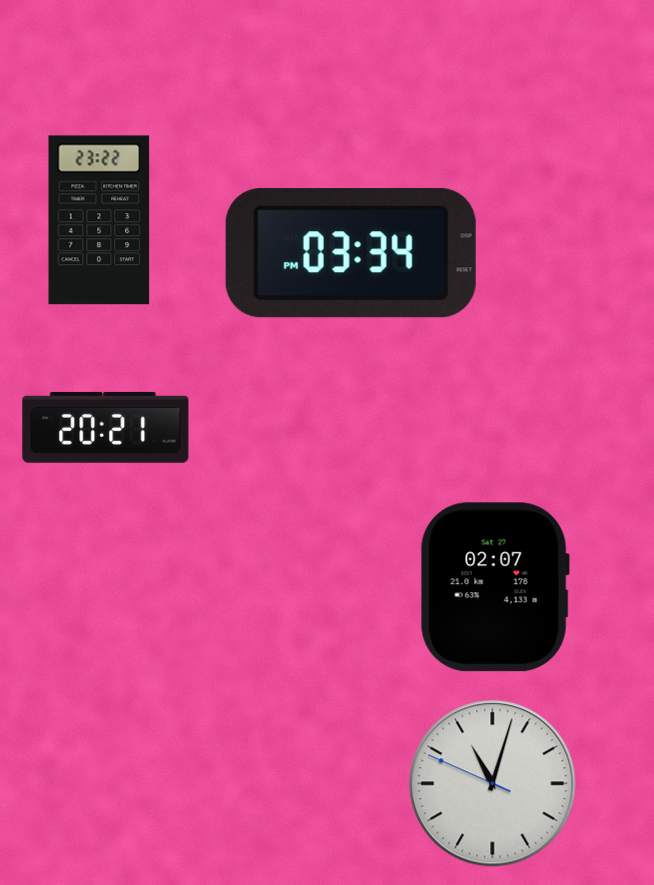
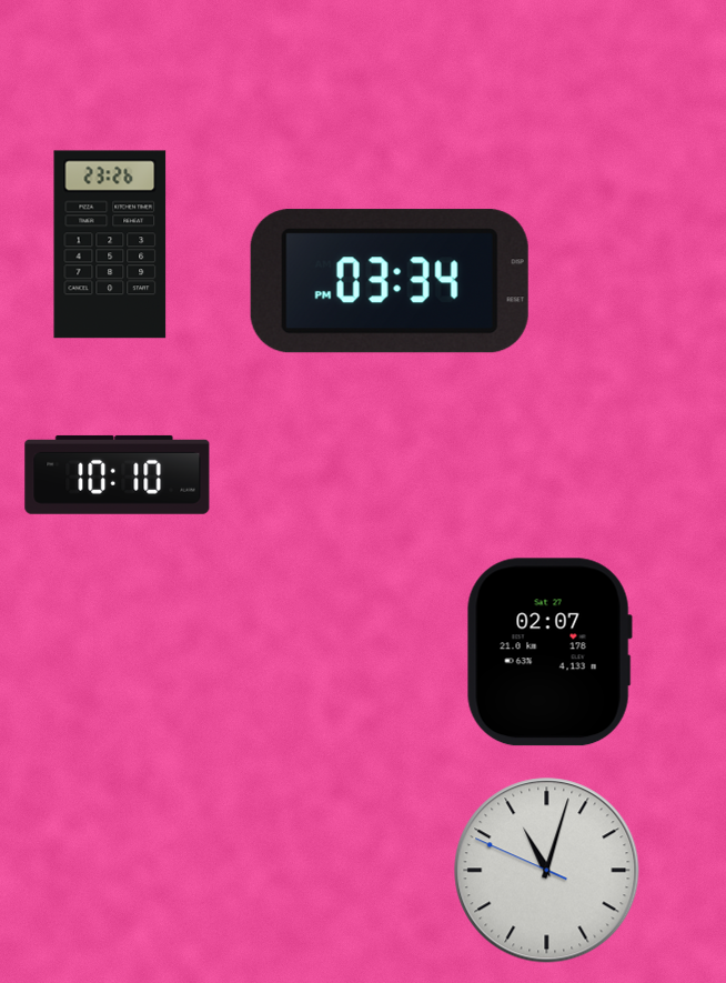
clock at (99, 220): 23:22 -> 23:26
clock at (106, 427): 20:21 -> 10:10
